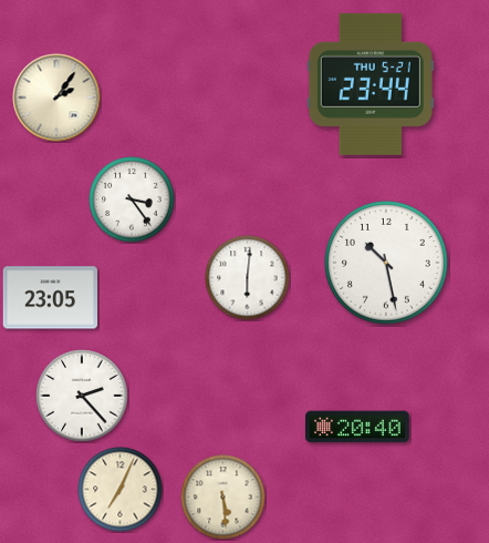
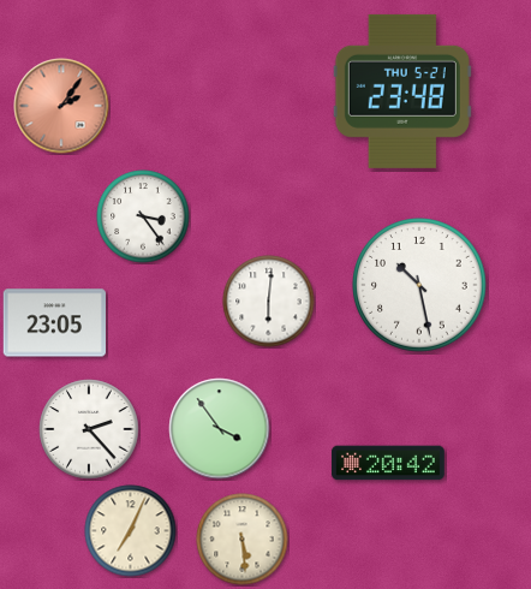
clock at (371, 84): 23:44 -> 23:48
clock at (56, 98) dial: cream -> salmon
clock at (220, 429): none -> 3:54
clock at (357, 427): 20:40 -> 20:42
